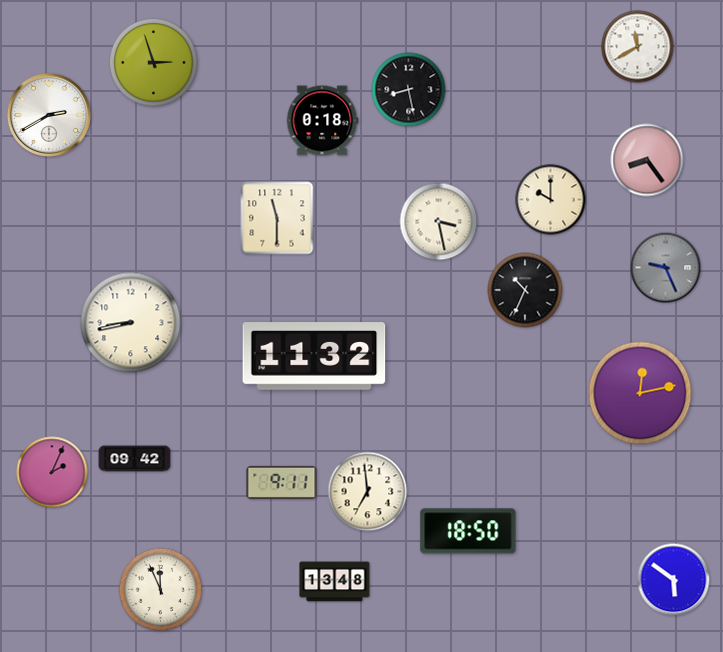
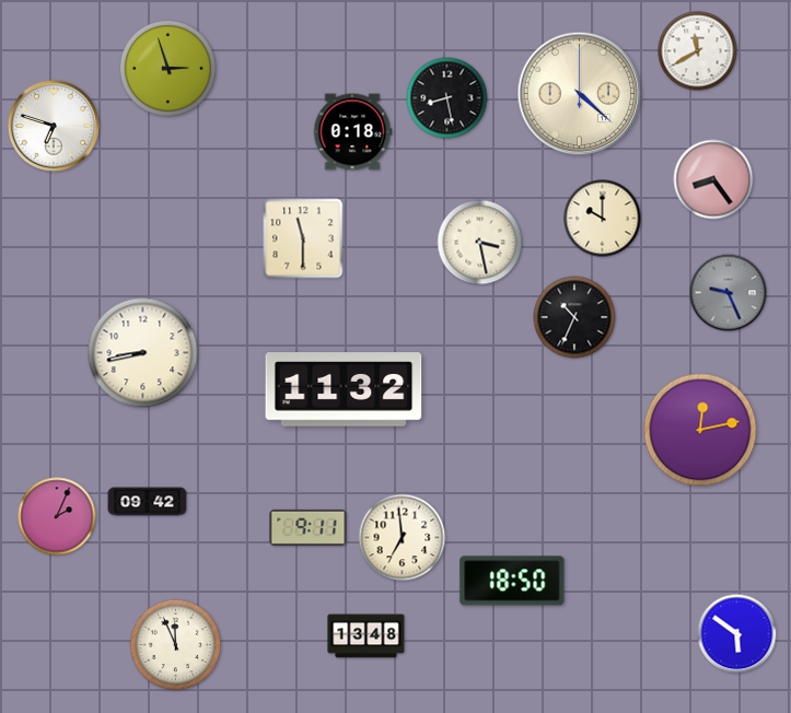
clock at (580, 94): none -> 4:22
clock at (49, 115): 2:40 -> 6:48
clock at (647, 160) position: (647, 160) -> (713, 179)
